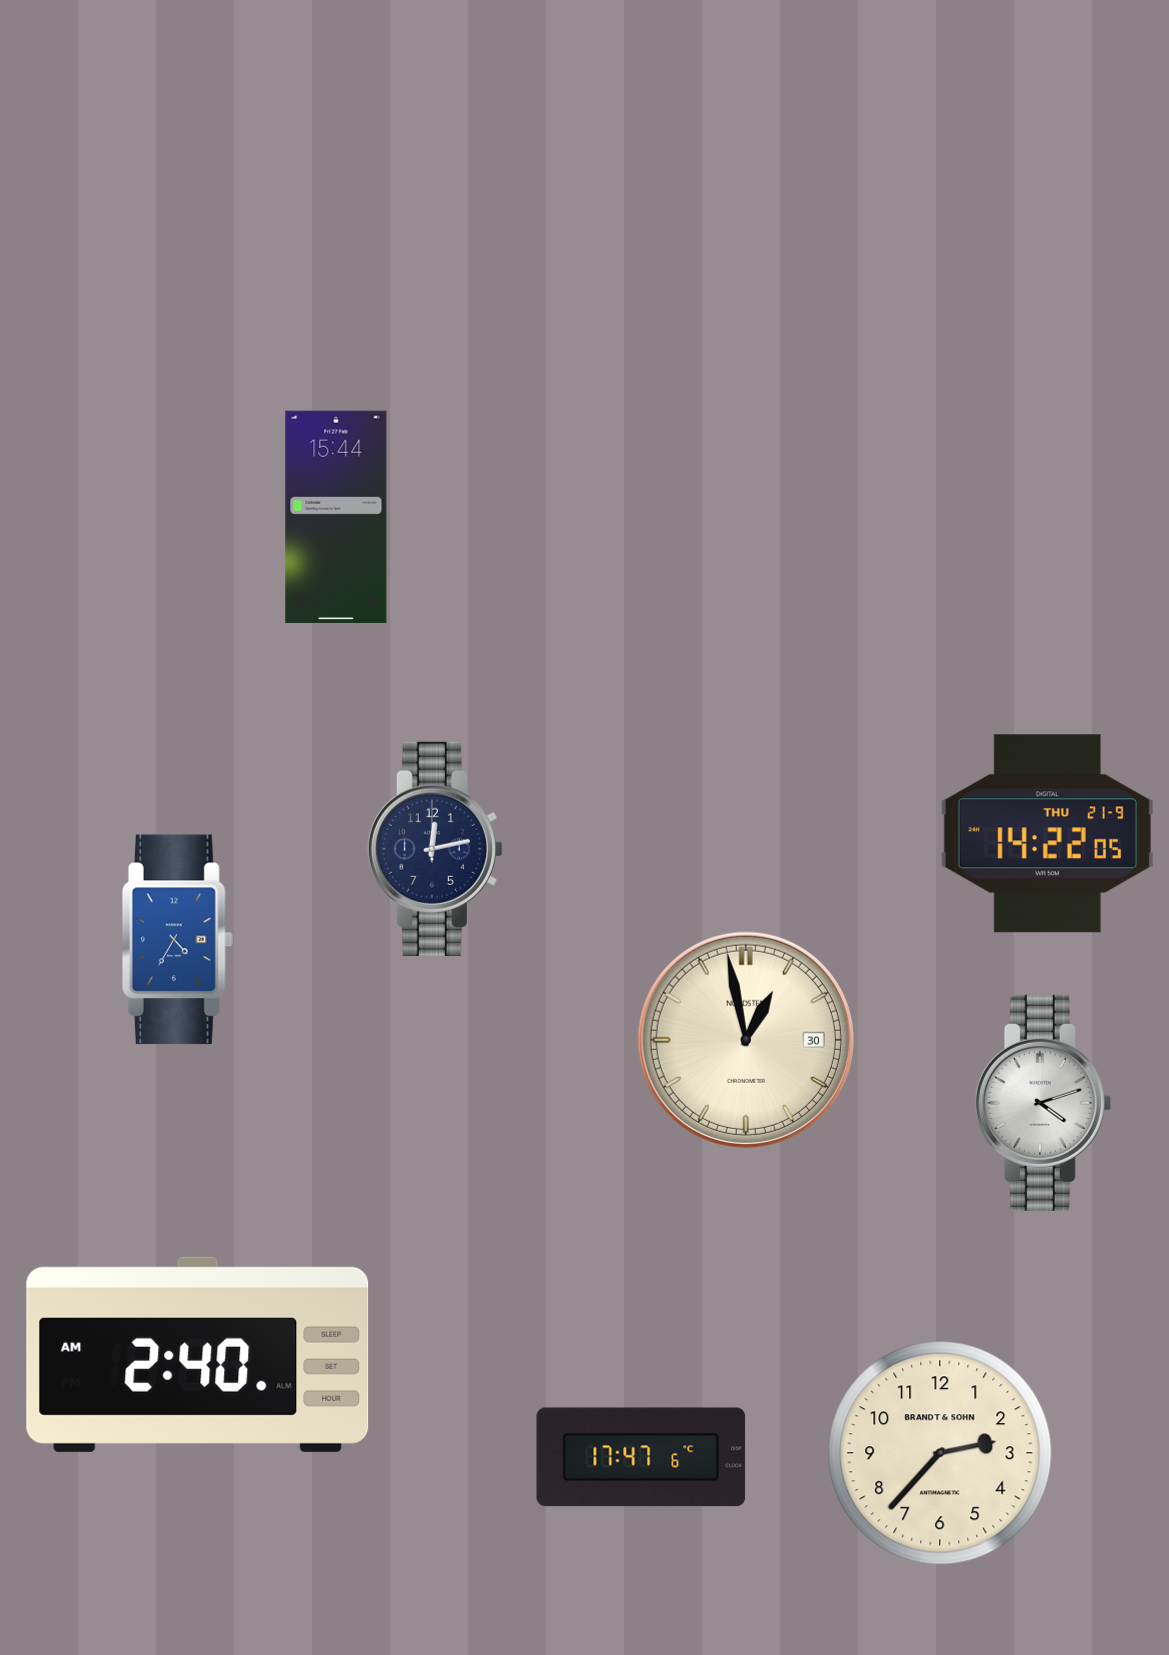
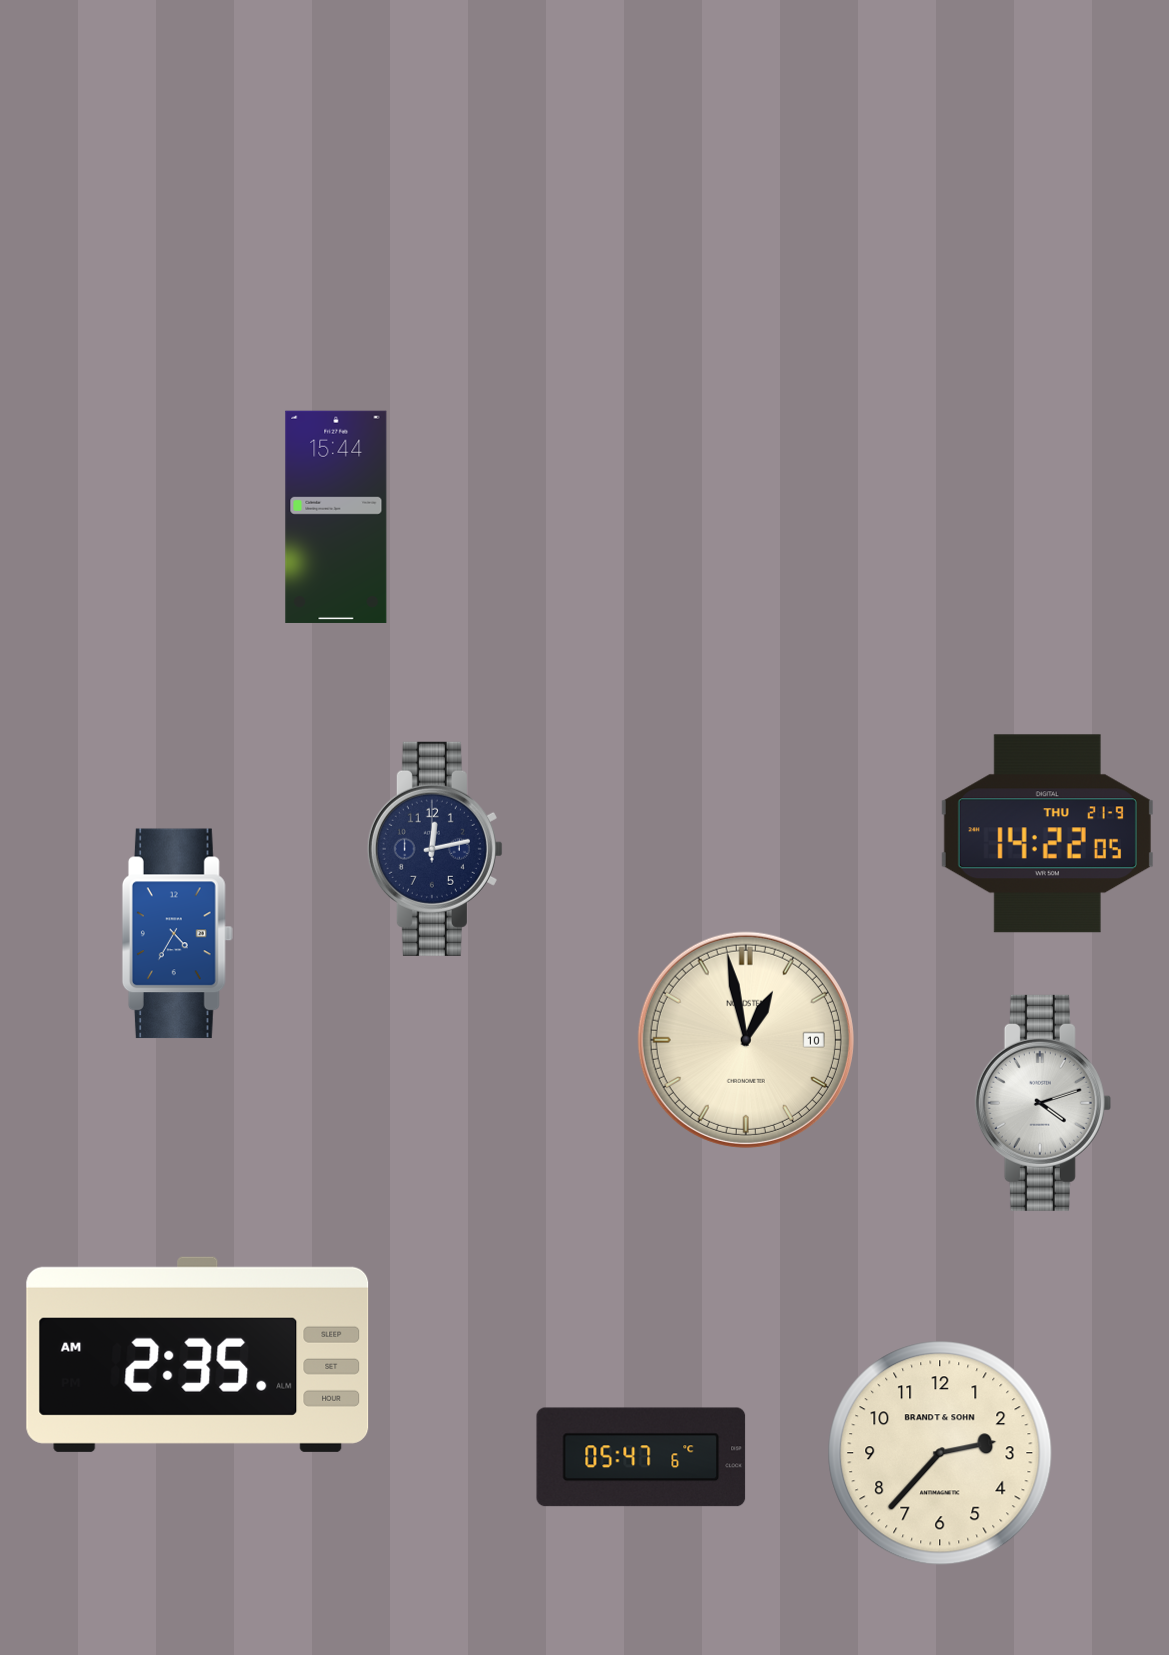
clock at (177, 940) position: (177, 940) -> (177, 934)
clock at (746, 1040) date: 30 -> 10
clock at (198, 1354): 2:40 -> 2:35
clock at (641, 1457): 17:47 -> 05:47
